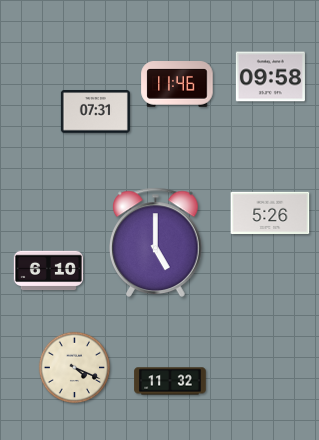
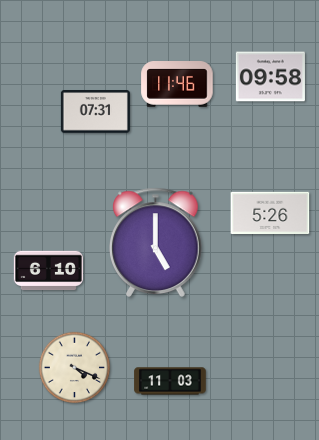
clock at (170, 381): 11:32 -> 11:03
